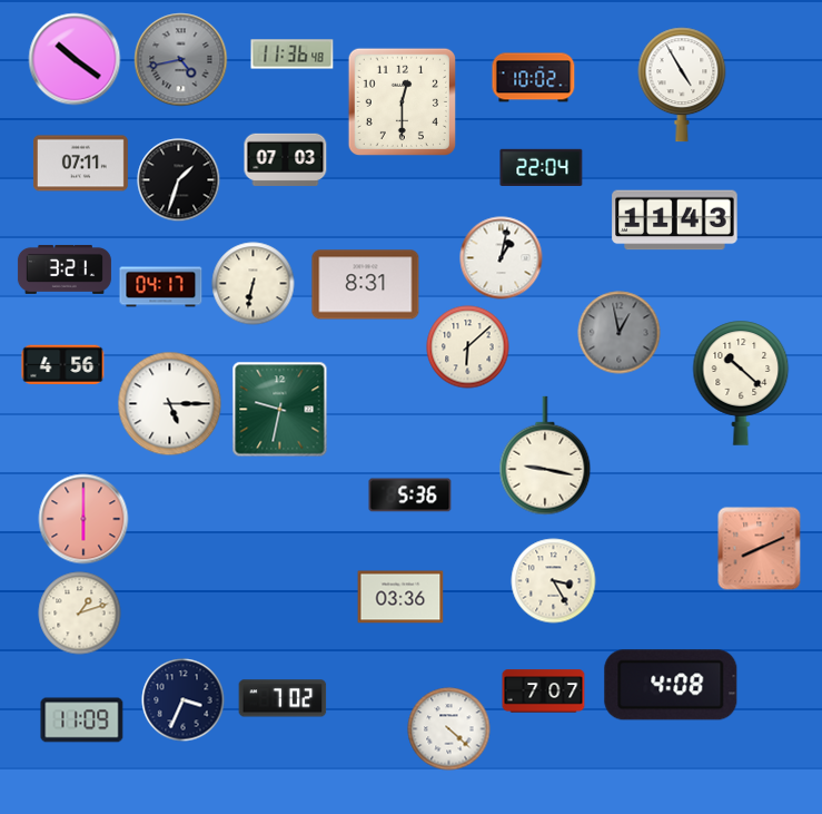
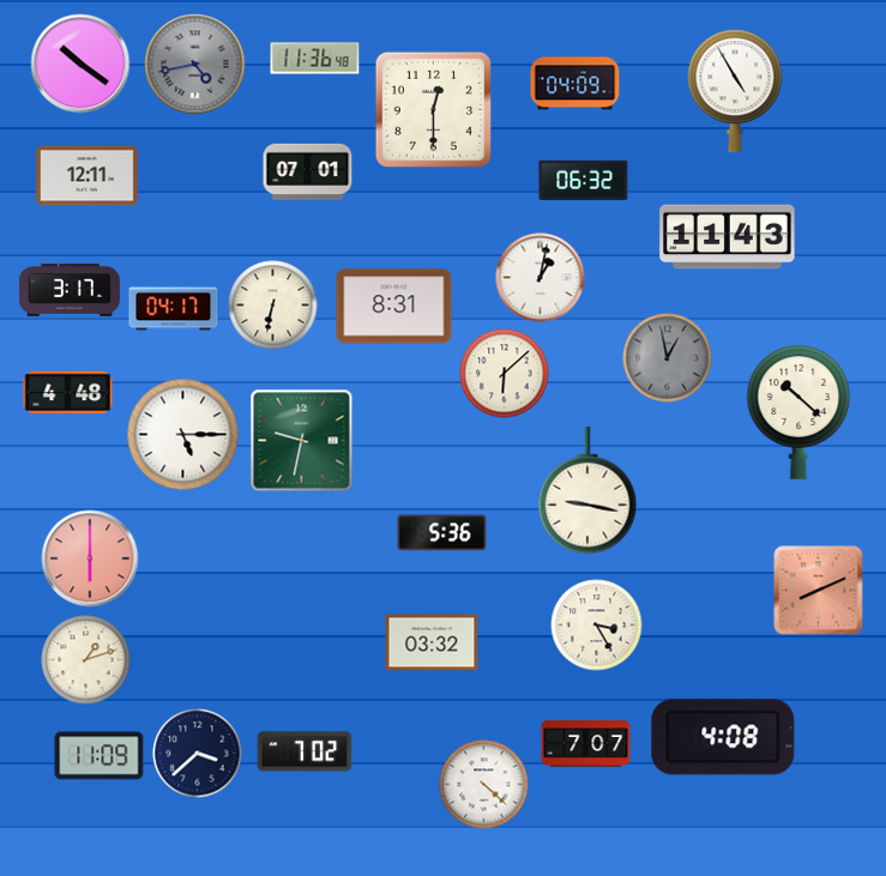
clock at (534, 78): 10:02 -> 04:09
clock at (286, 159): 07:03 -> 07:01
clock at (80, 164): 07:11 -> 12:11
clock at (542, 167): 22:04 -> 06:32
clock at (179, 180): 1:33 -> none
clock at (65, 269): 3:21 -> 3:17
clock at (63, 365): 4:56 -> 4:48
clock at (400, 597): 03:36 -> 03:32
clock at (184, 700): 3:34 -> 3:38
clock at (82, 720) position: (82, 720) -> (100, 756)
